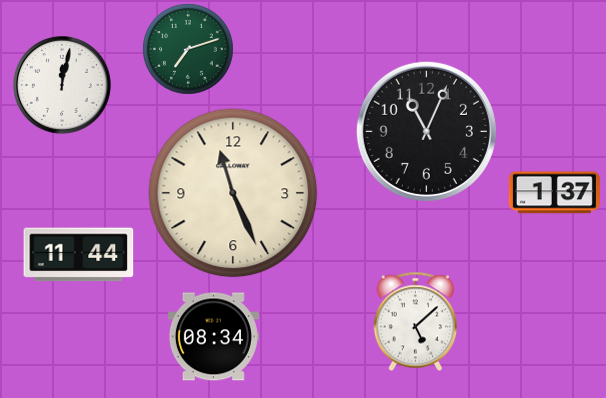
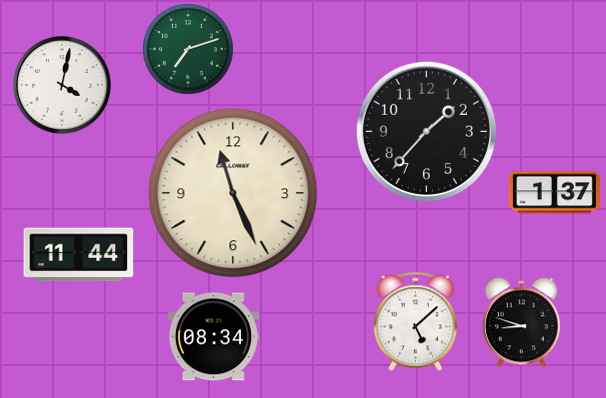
clock at (63, 86): 12:02 -> 4:02
clock at (426, 131): 11:04 -> 1:37
clock at (521, 323): none -> 8:48
